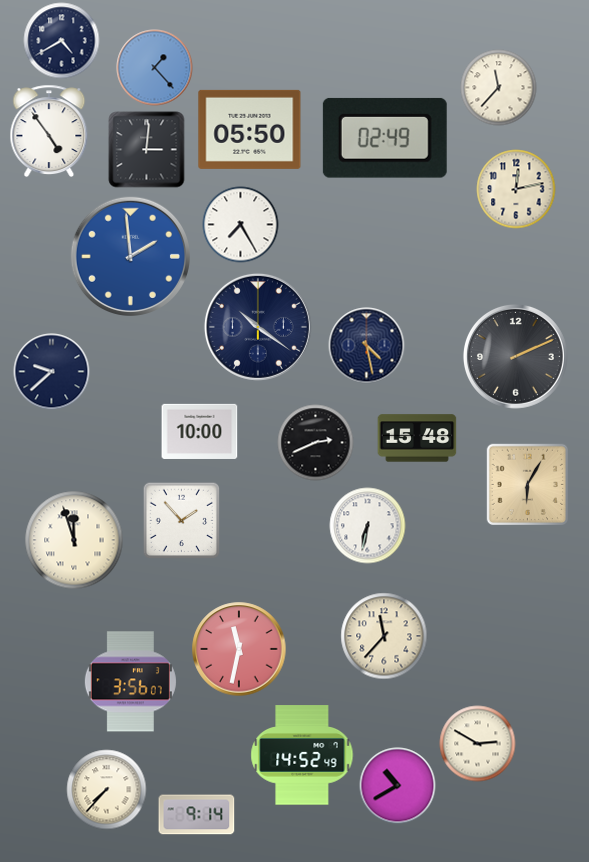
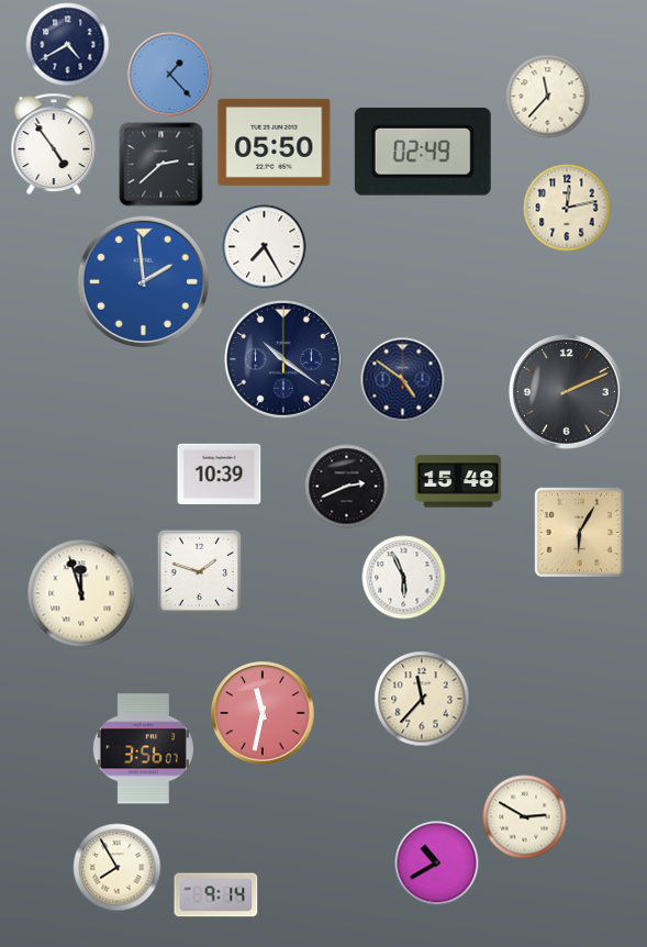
clock at (147, 150): 3:01 -> 2:38
clock at (367, 346): 4:28 -> 4:51
clock at (52, 372): 9:38 -> none
clock at (200, 431): 10:00 -> 10:39
clock at (181, 520): 1:53 -> 1:48
clock at (368, 526): 6:32 -> 5:56
clock at (302, 755): 14:52 -> none
clock at (107, 790): 7:37 -> 7:55
